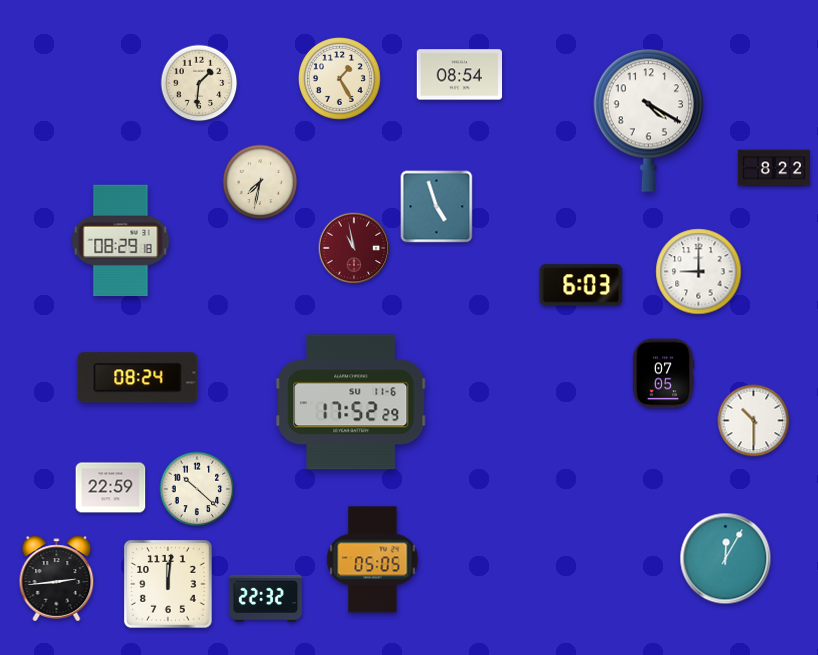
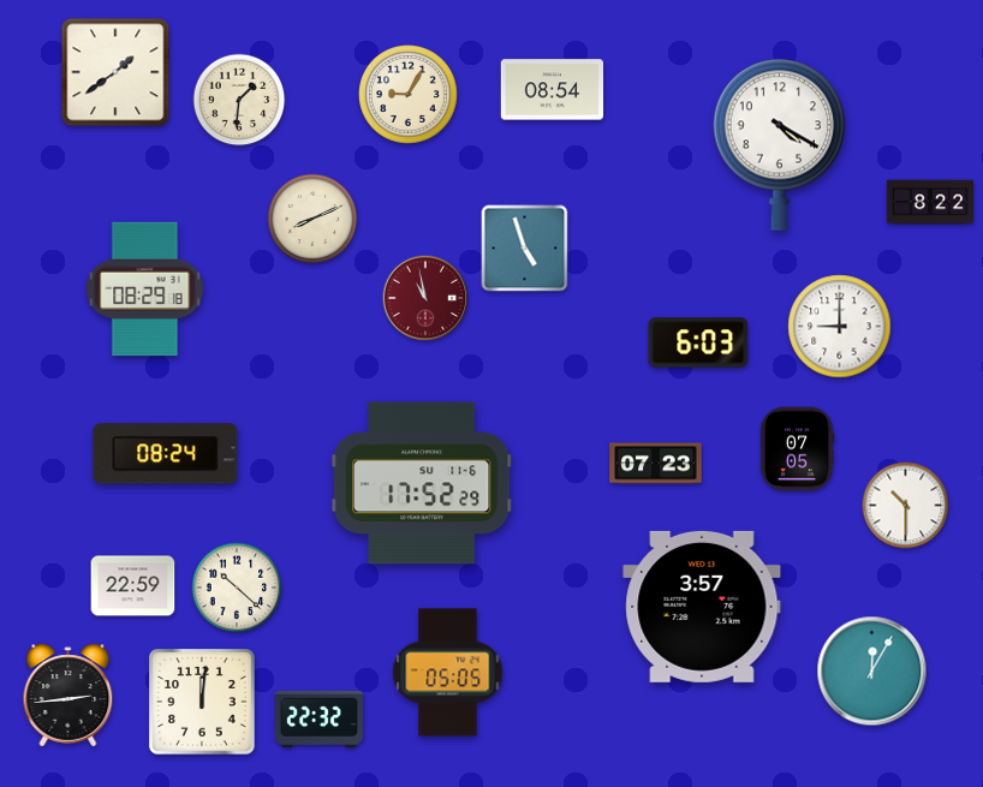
clock at (115, 72): none -> 1:39
clock at (340, 79): 1:25 -> 9:05
clock at (260, 182): 7:32 -> 8:11
clock at (656, 464): none -> 07:23
clock at (702, 607): none -> 3:57
